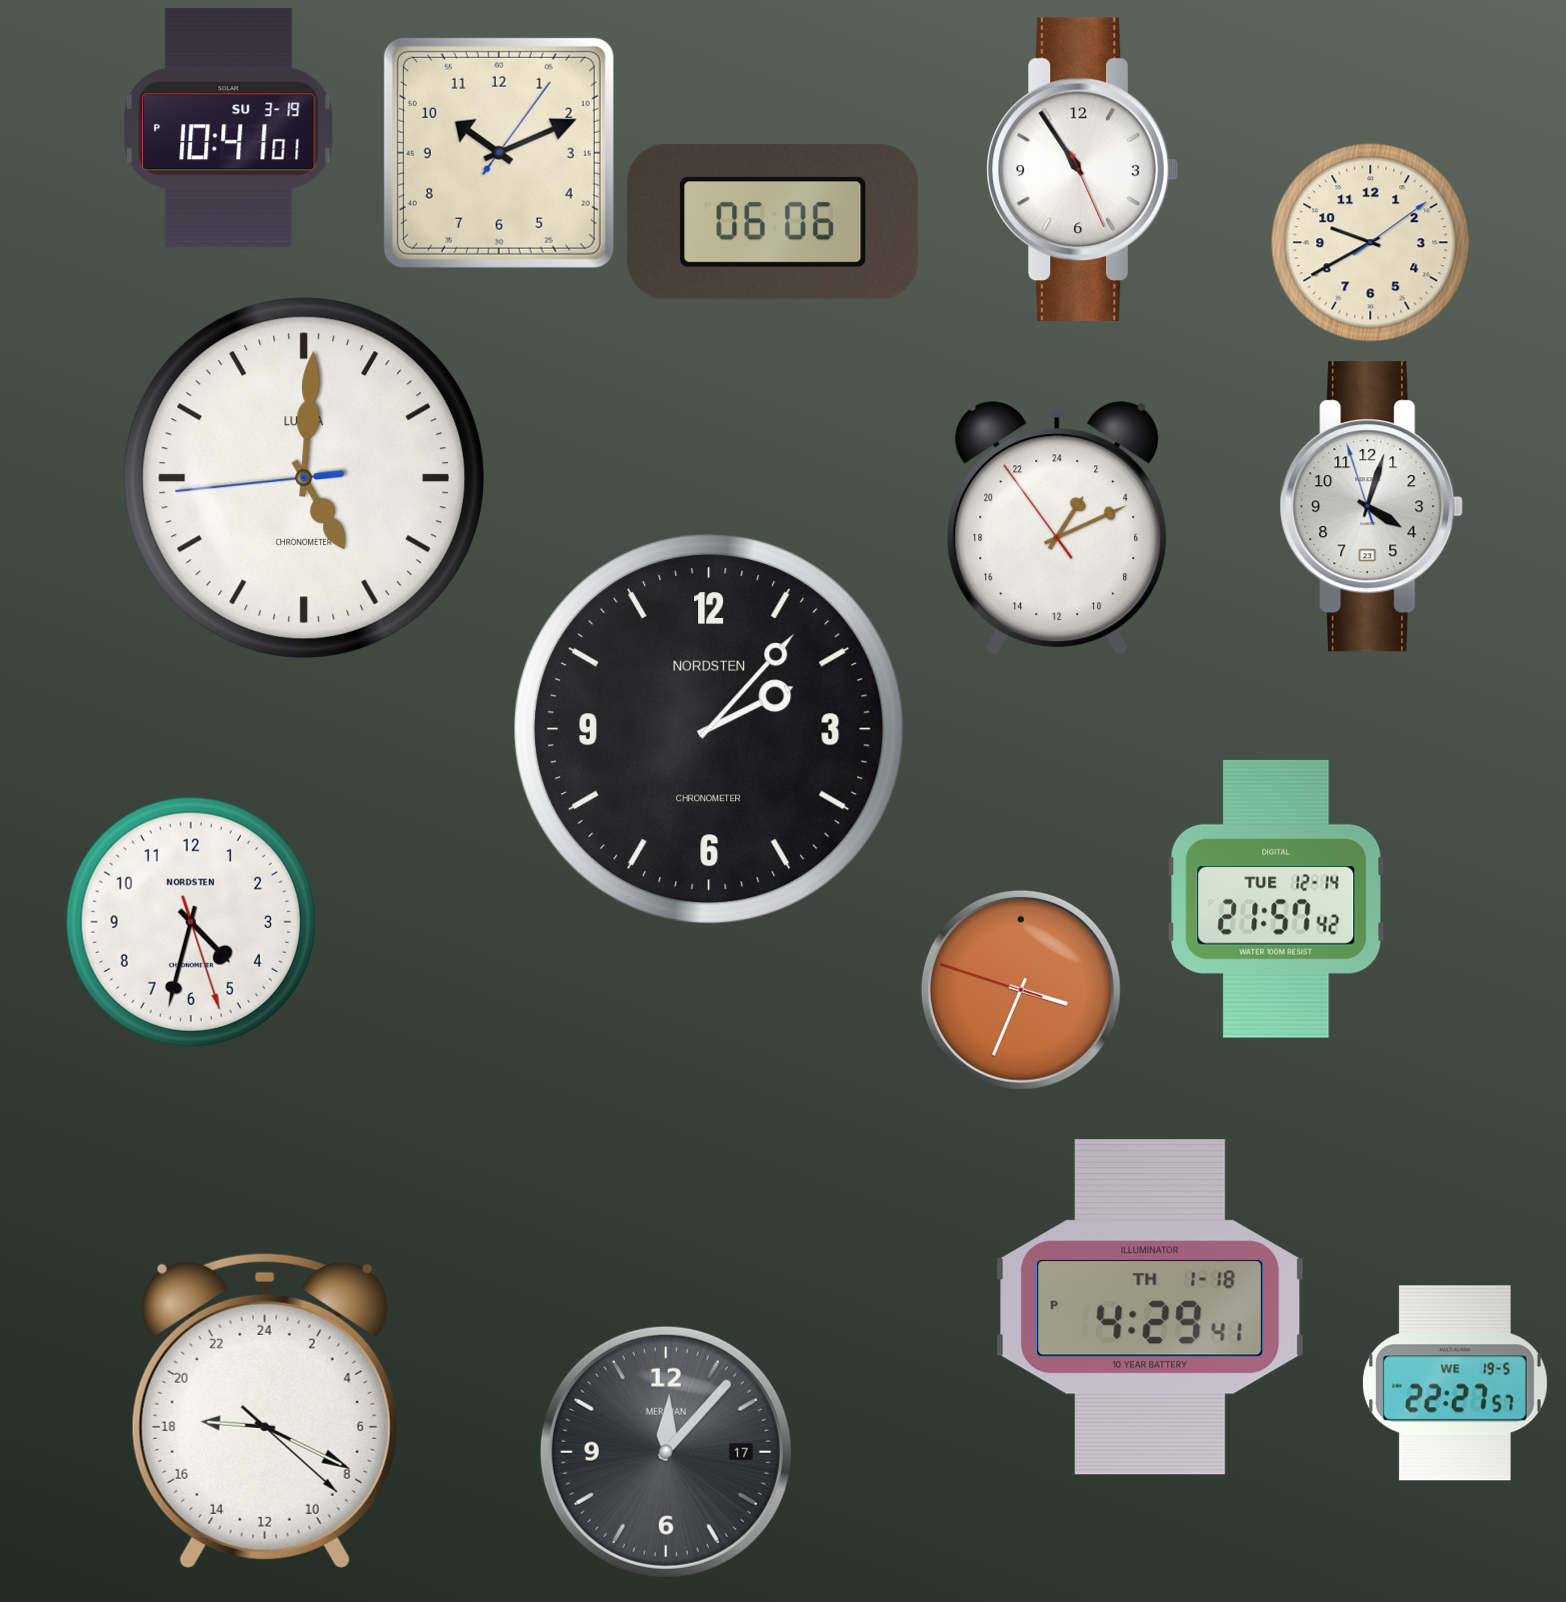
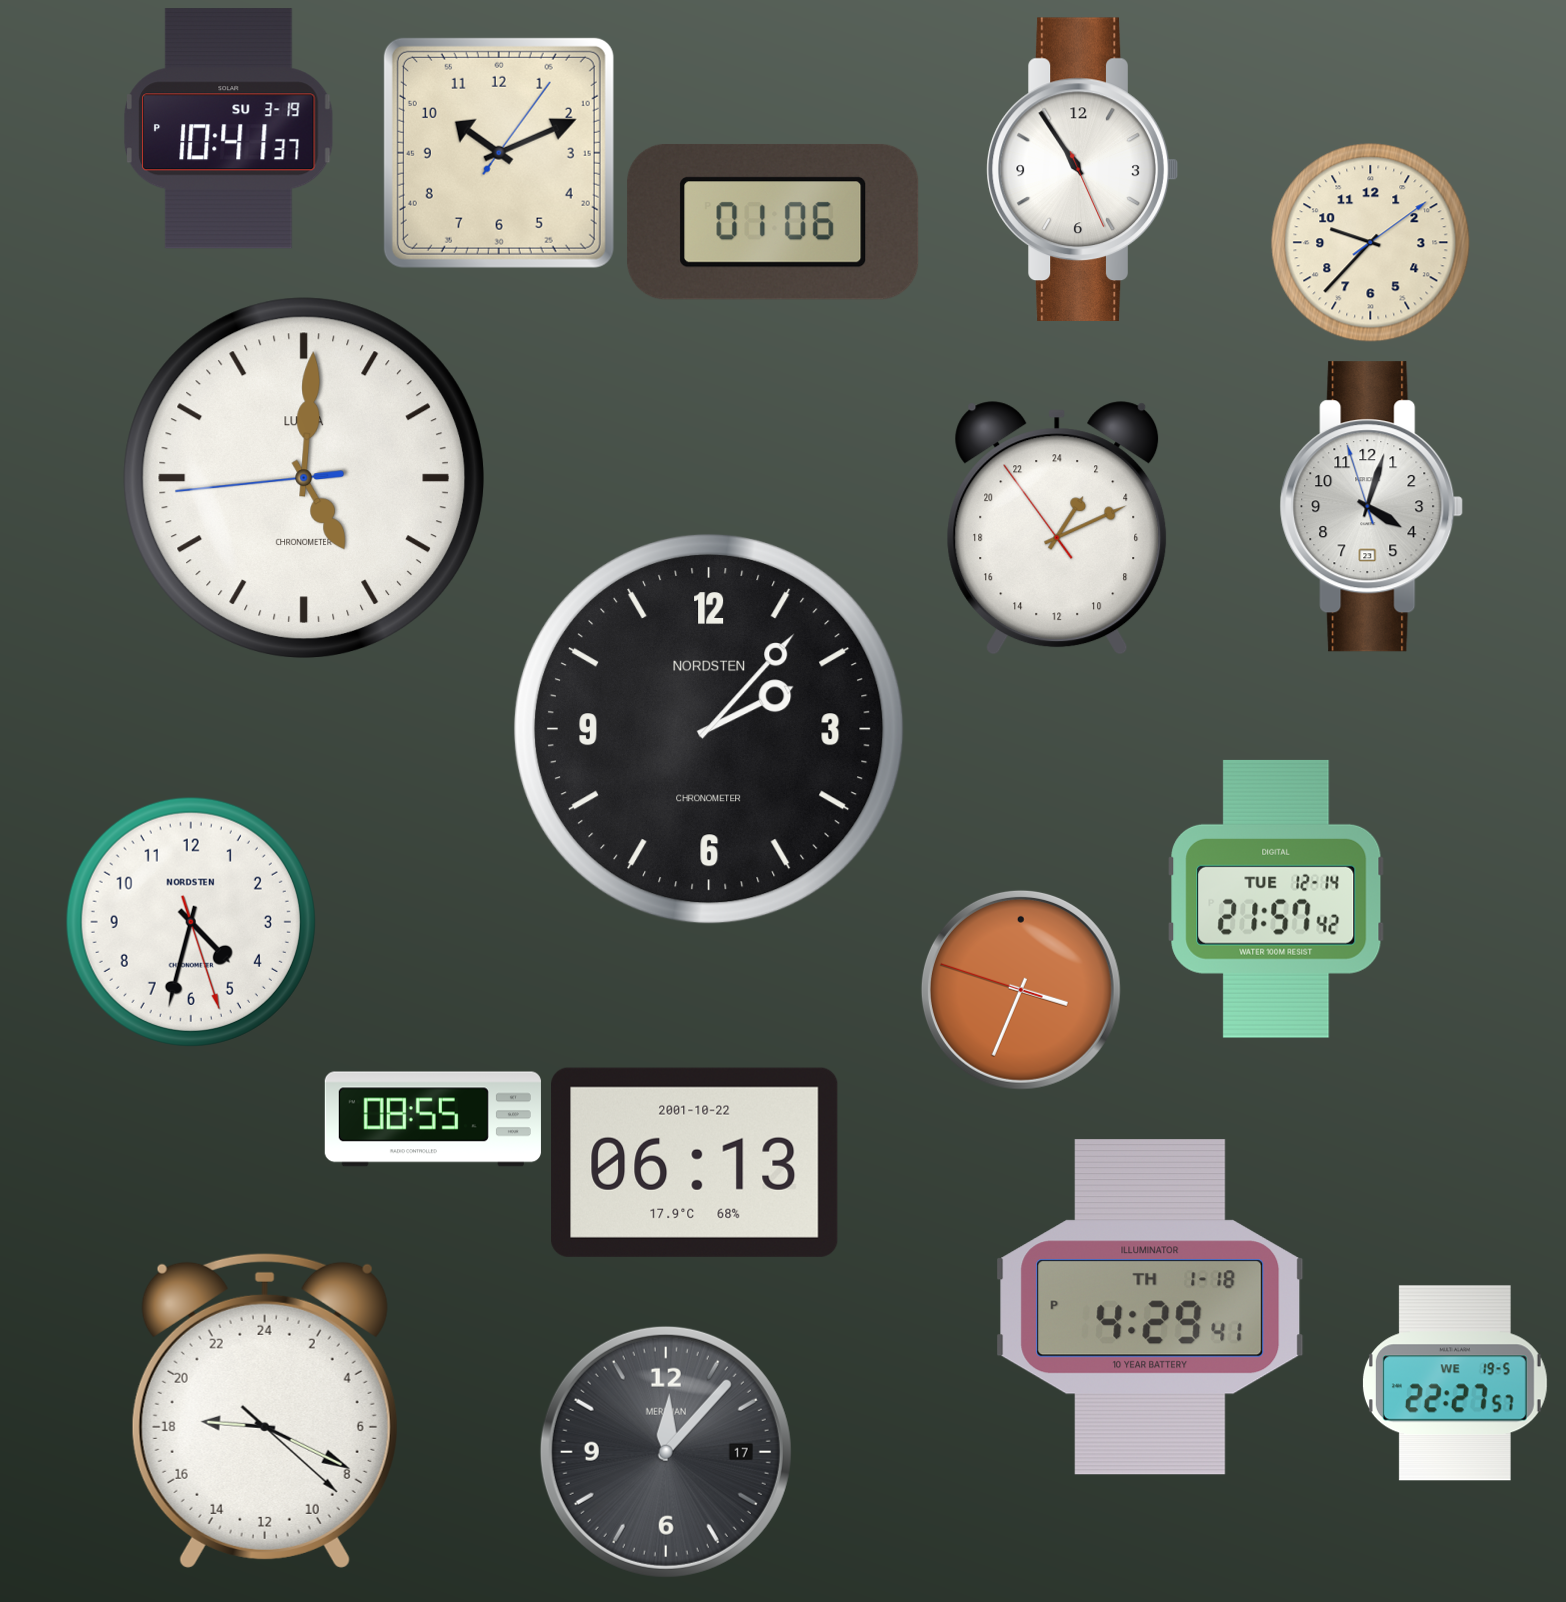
clock at (229, 129): 10:41:01 PM -> 10:41:37 PM
clock at (773, 222): 06:06 -> 01:06
clock at (1371, 243): 9:40 -> 9:37
clock at (433, 1119): none -> 08:55
clock at (695, 1162): none -> 06:13
